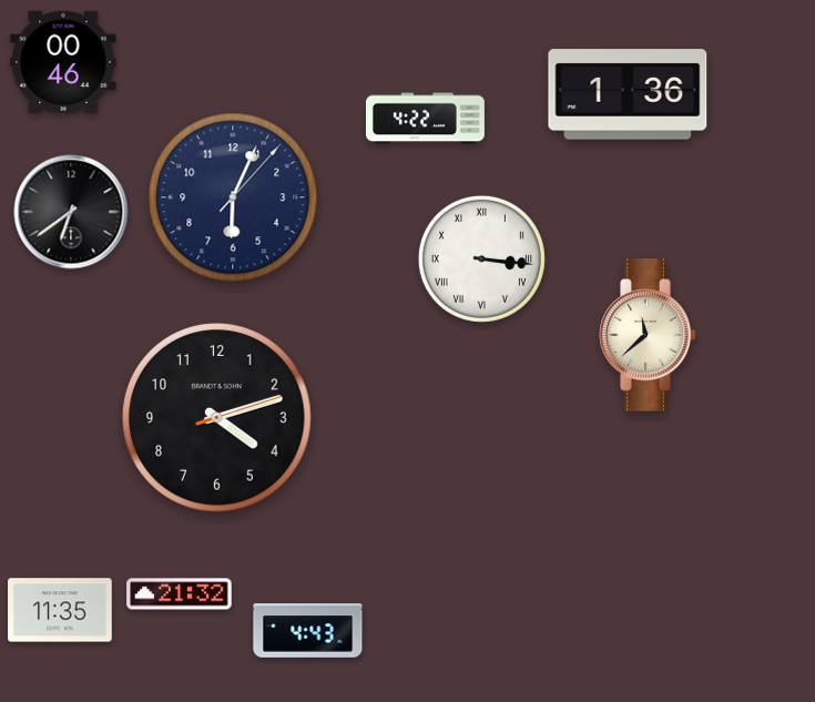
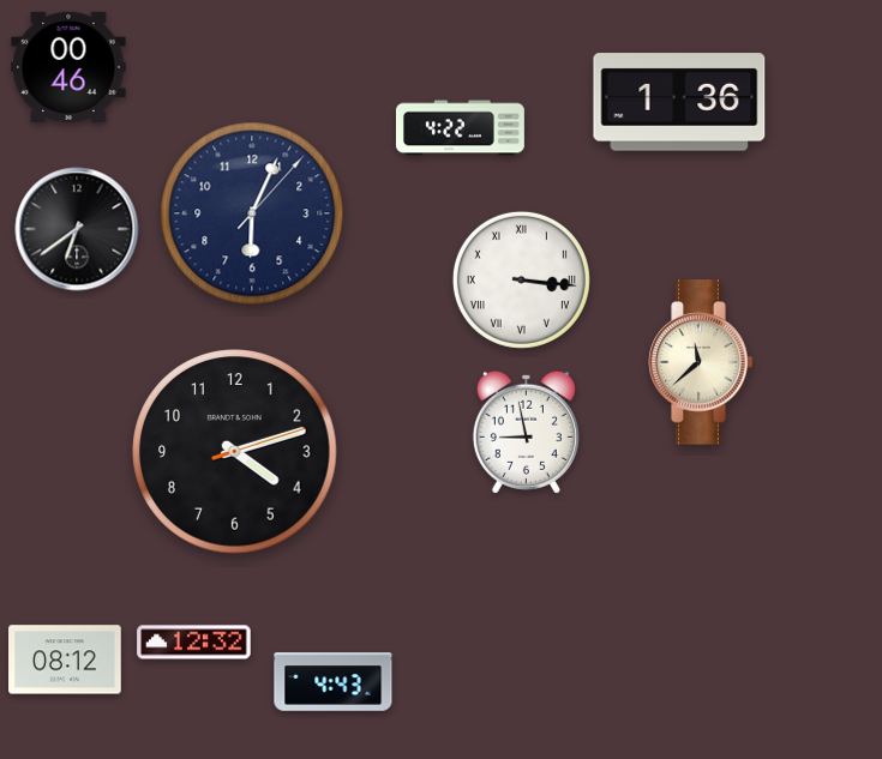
clock at (526, 432): none -> 8:58
clock at (180, 594): 21:32 -> 12:32
clock at (60, 610): 11:35 -> 08:12
